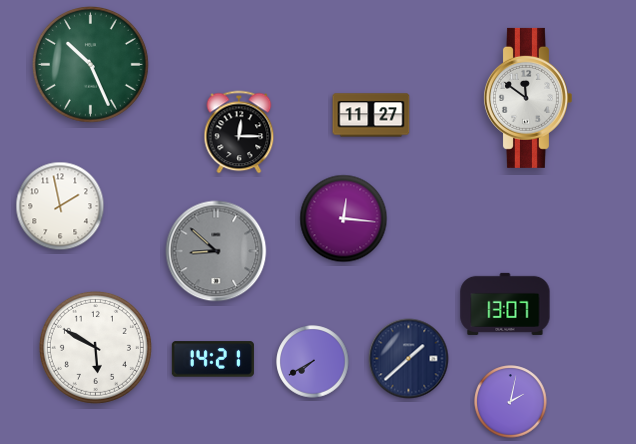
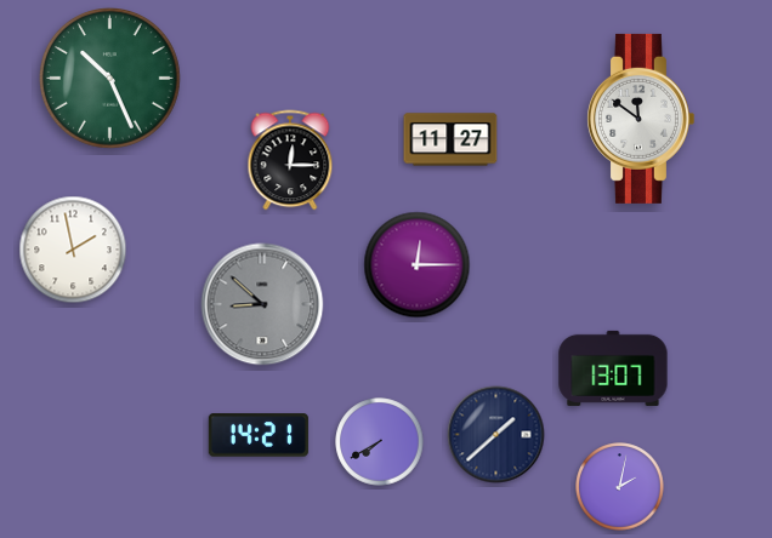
clock at (344, 219): 12:16 -> 12:15
clock at (95, 347): 5:50 -> none
clock at (313, 362) position: (313, 362) -> (380, 442)
